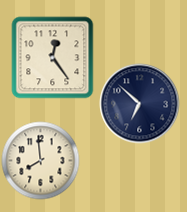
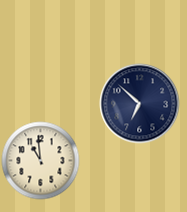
clock at (52, 57): 12:24 -> none
clock at (40, 160): 7:59 -> 10:59
